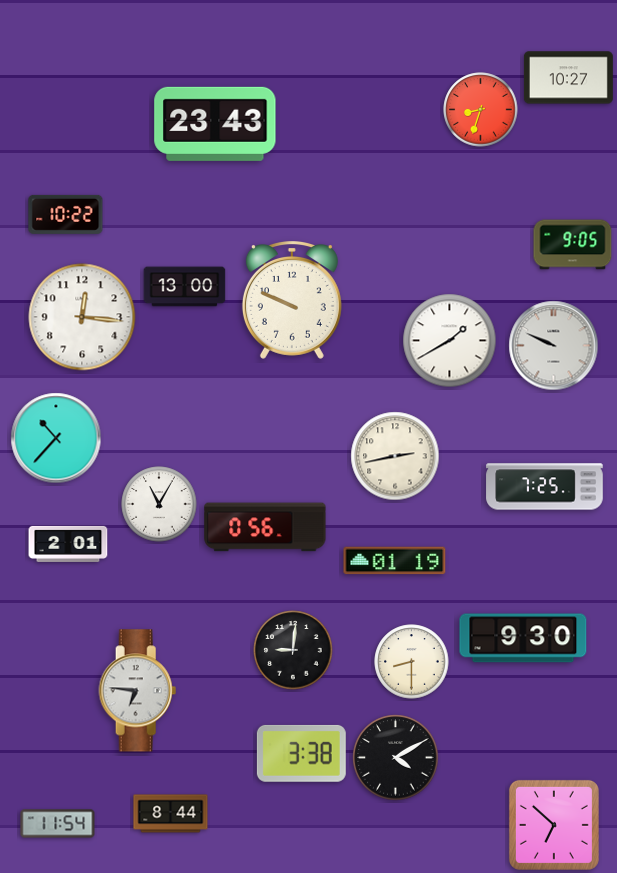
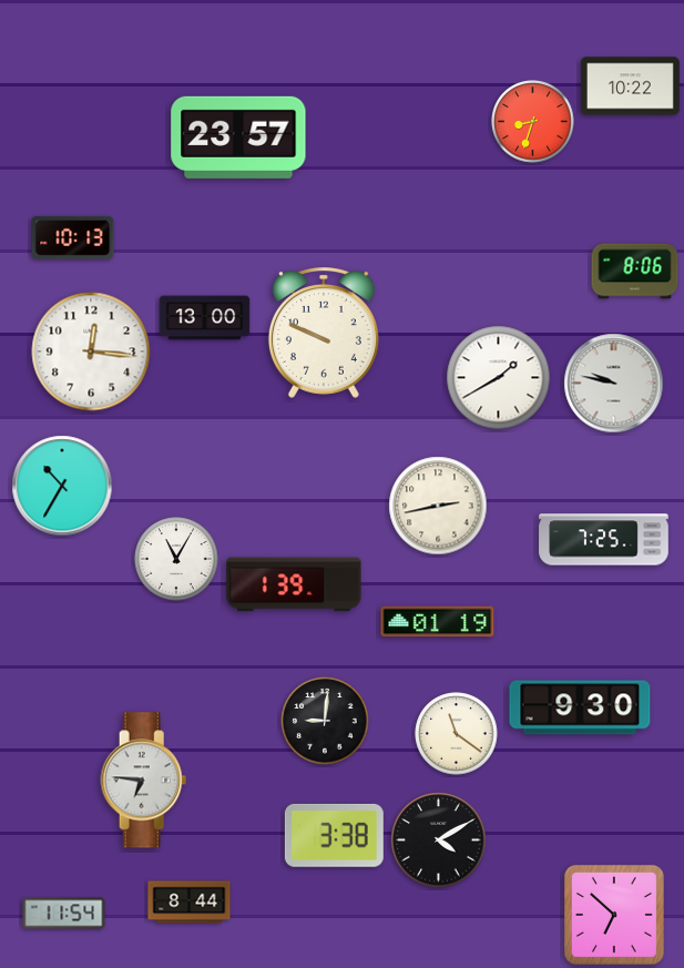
clock at (568, 78): 10:27 -> 10:22
clock at (215, 124): 23:43 -> 23:57
clock at (66, 214): 10:22 -> 10:13
clock at (573, 245): 9:05 -> 8:06
clock at (554, 346): 9:49 -> 9:47
clock at (56, 438): 10:37 -> 10:35
clock at (265, 527): 0:56 -> 1:39
clock at (68, 544): 2:01 -> none
clock at (412, 662): 8:30 -> 11:21
clock at (138, 691) position: (138, 691) -> (144, 781)
